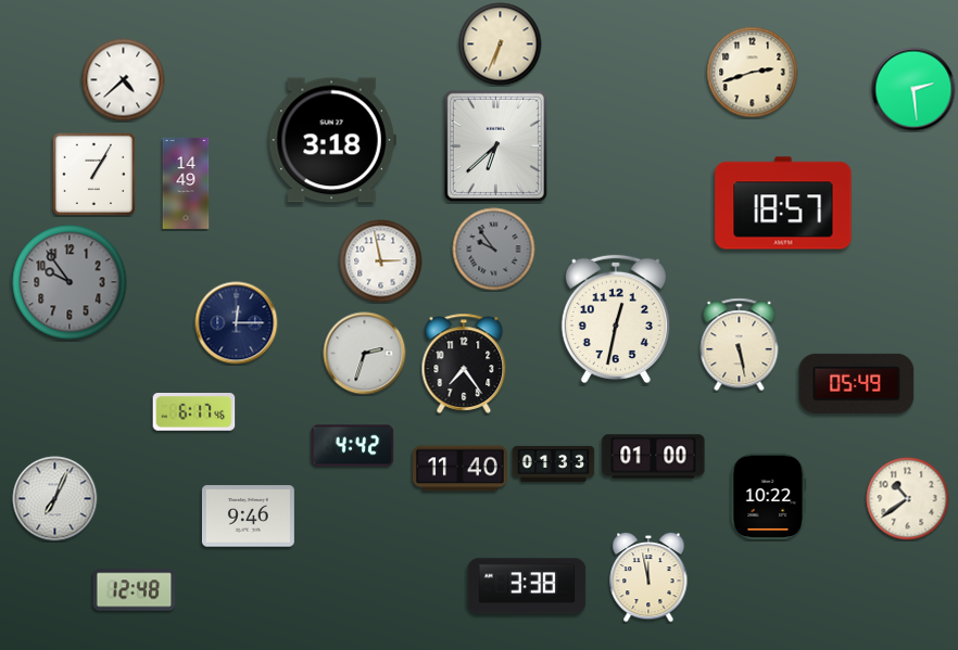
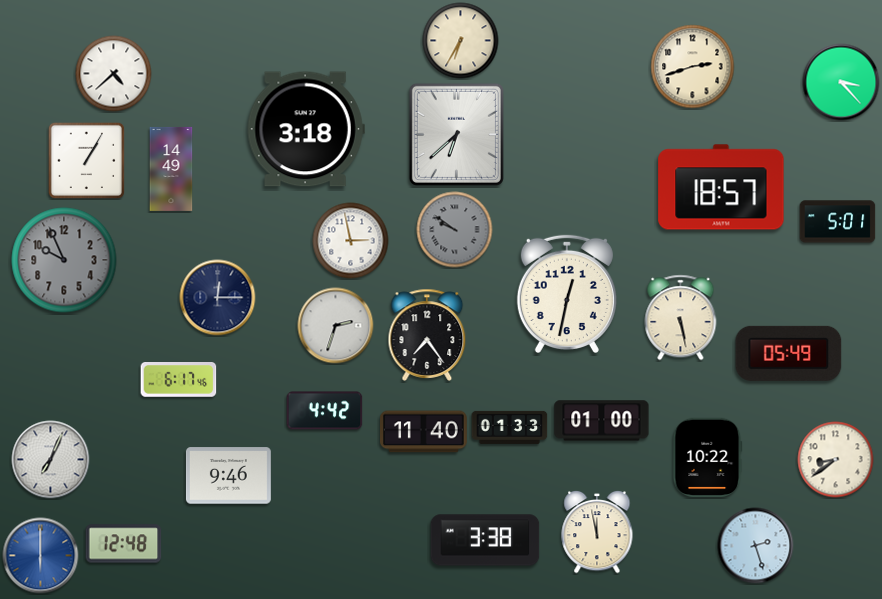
clock at (501, 44): 6:34 -> 6:35
clock at (913, 89): 2:29 -> 3:23
clock at (838, 222): none -> 5:01
clock at (494, 250): 9:54 -> 9:51
clock at (70, 282): 9:54 -> 9:56
clock at (908, 499): 10:39 -> 8:39
clock at (756, 546): none -> 2:27
clock at (41, 556): none -> 6:00
